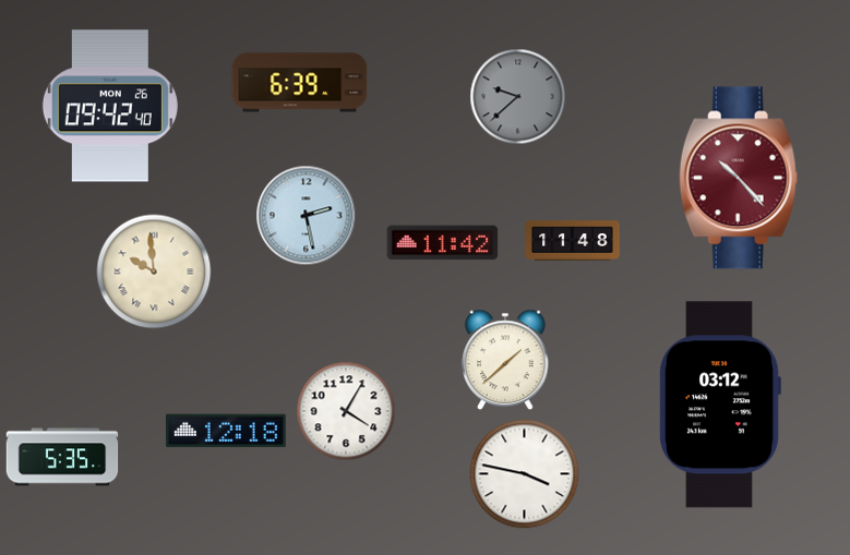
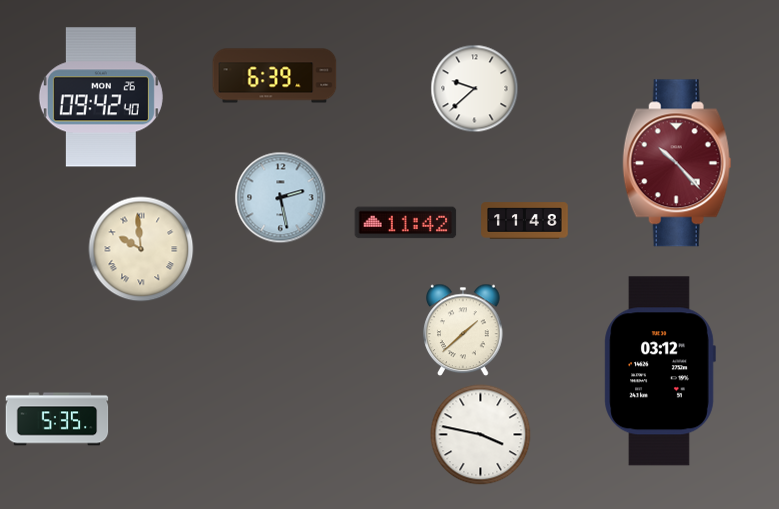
clock at (518, 97) dial: grey -> white
clock at (346, 411): 4:05 -> none
clock at (227, 431): 12:18 -> none
